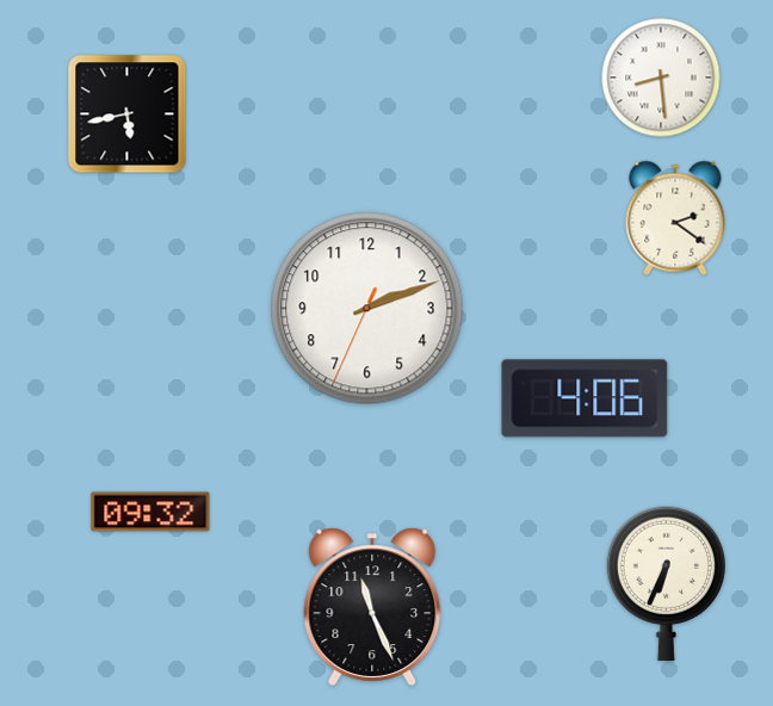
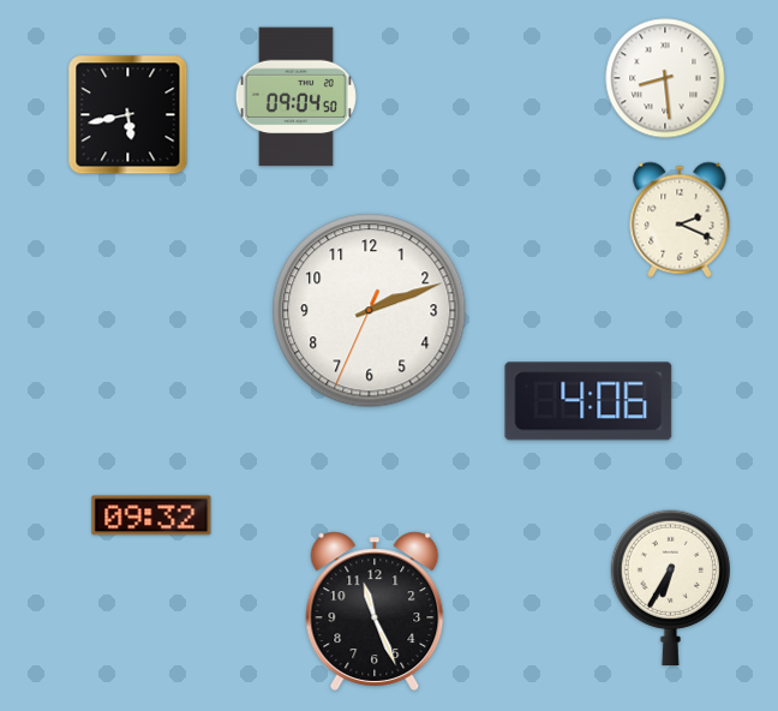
clock at (295, 97): none -> 09:04
clock at (675, 218): 2:21 -> 2:19
clock at (666, 583): 6:34 -> 6:35
